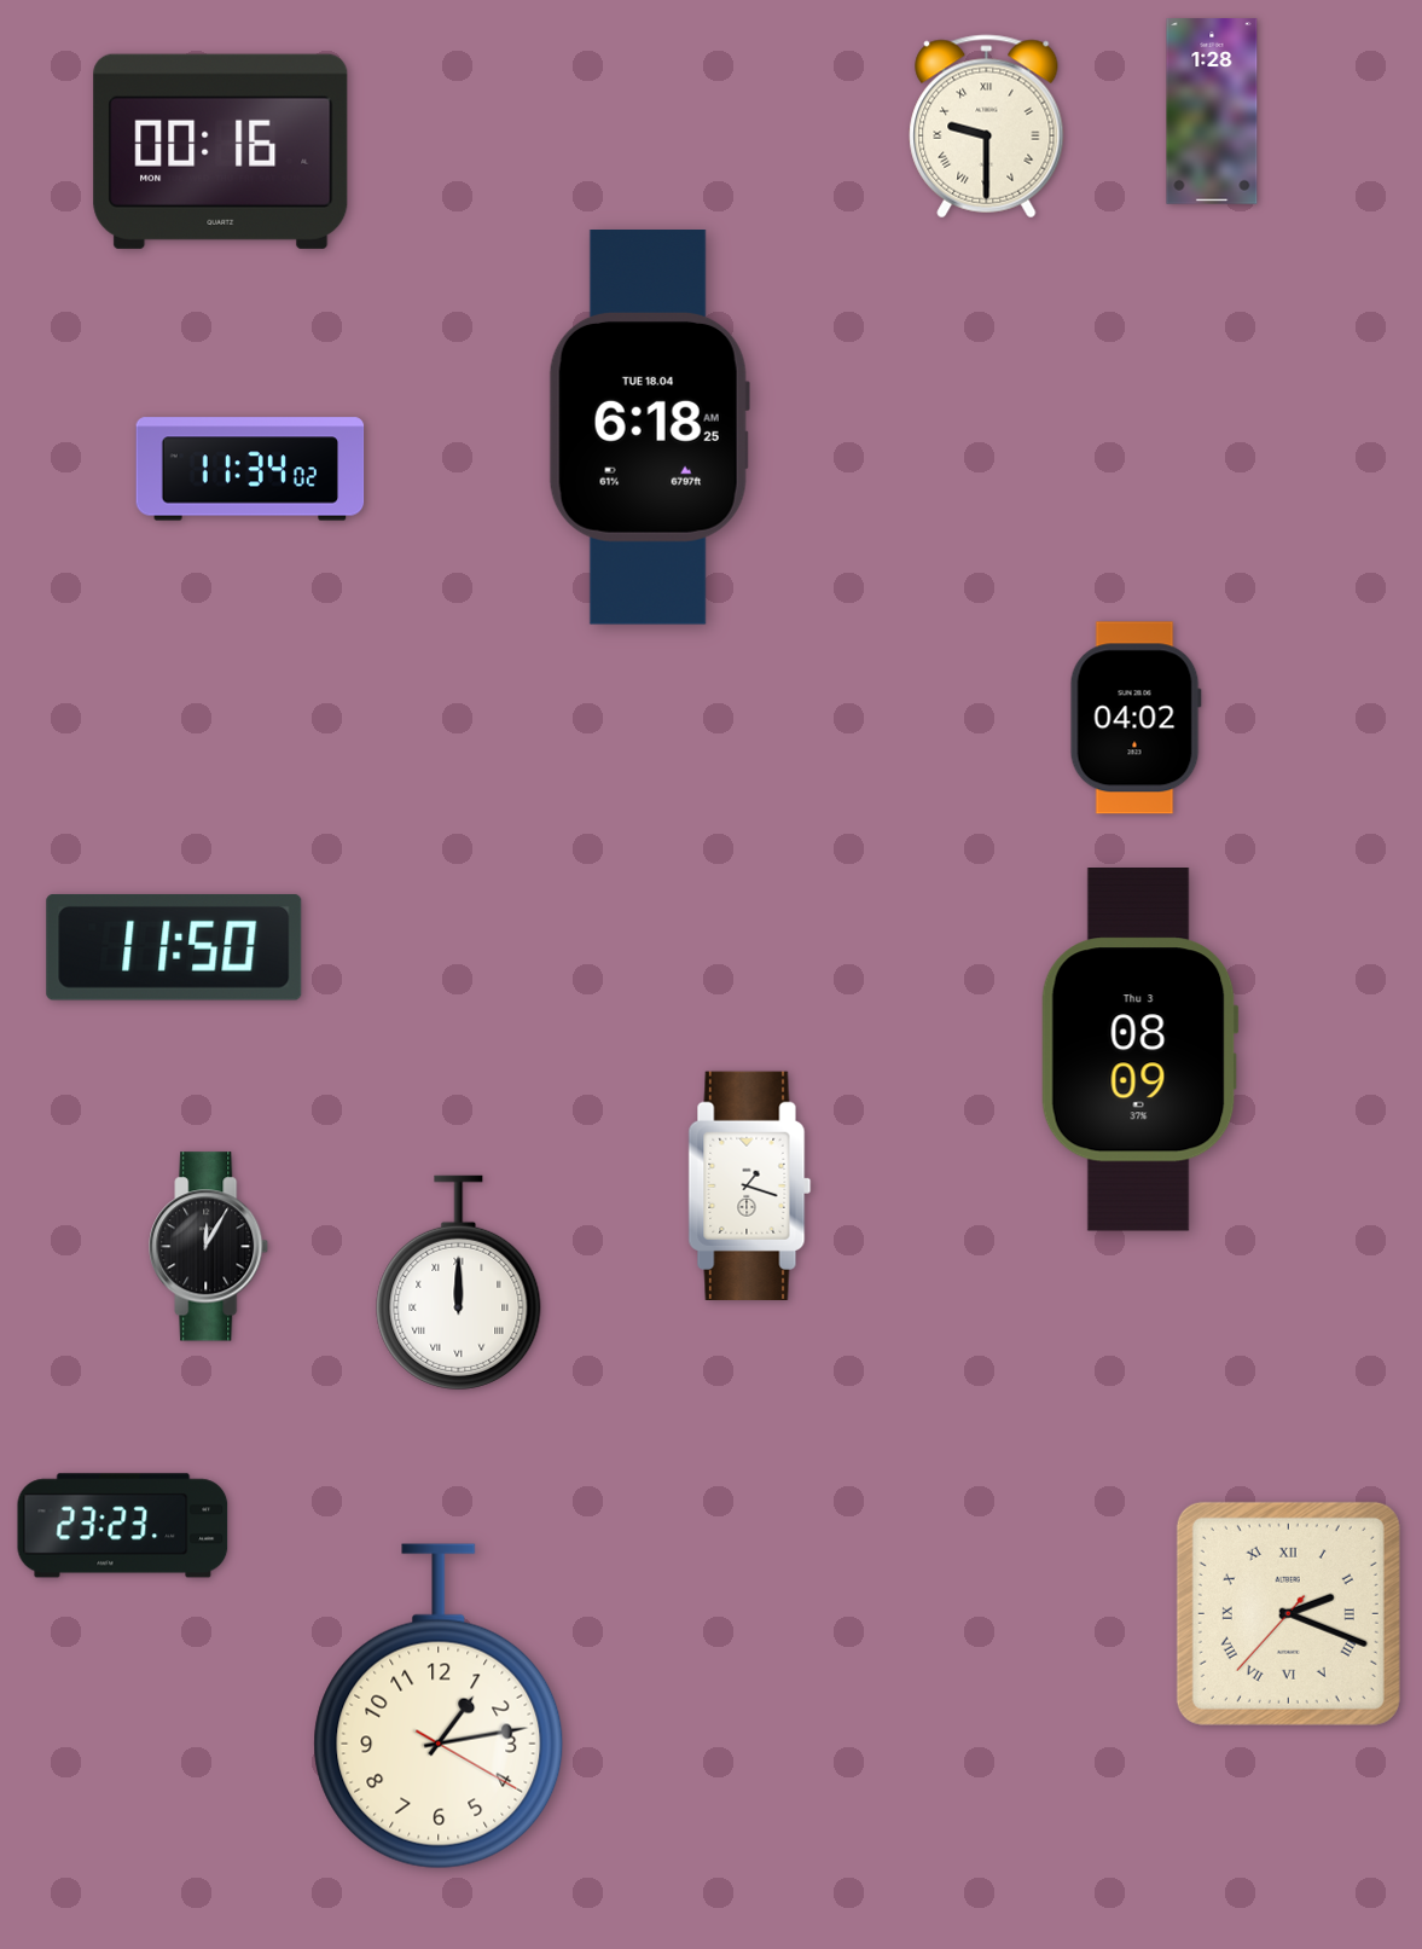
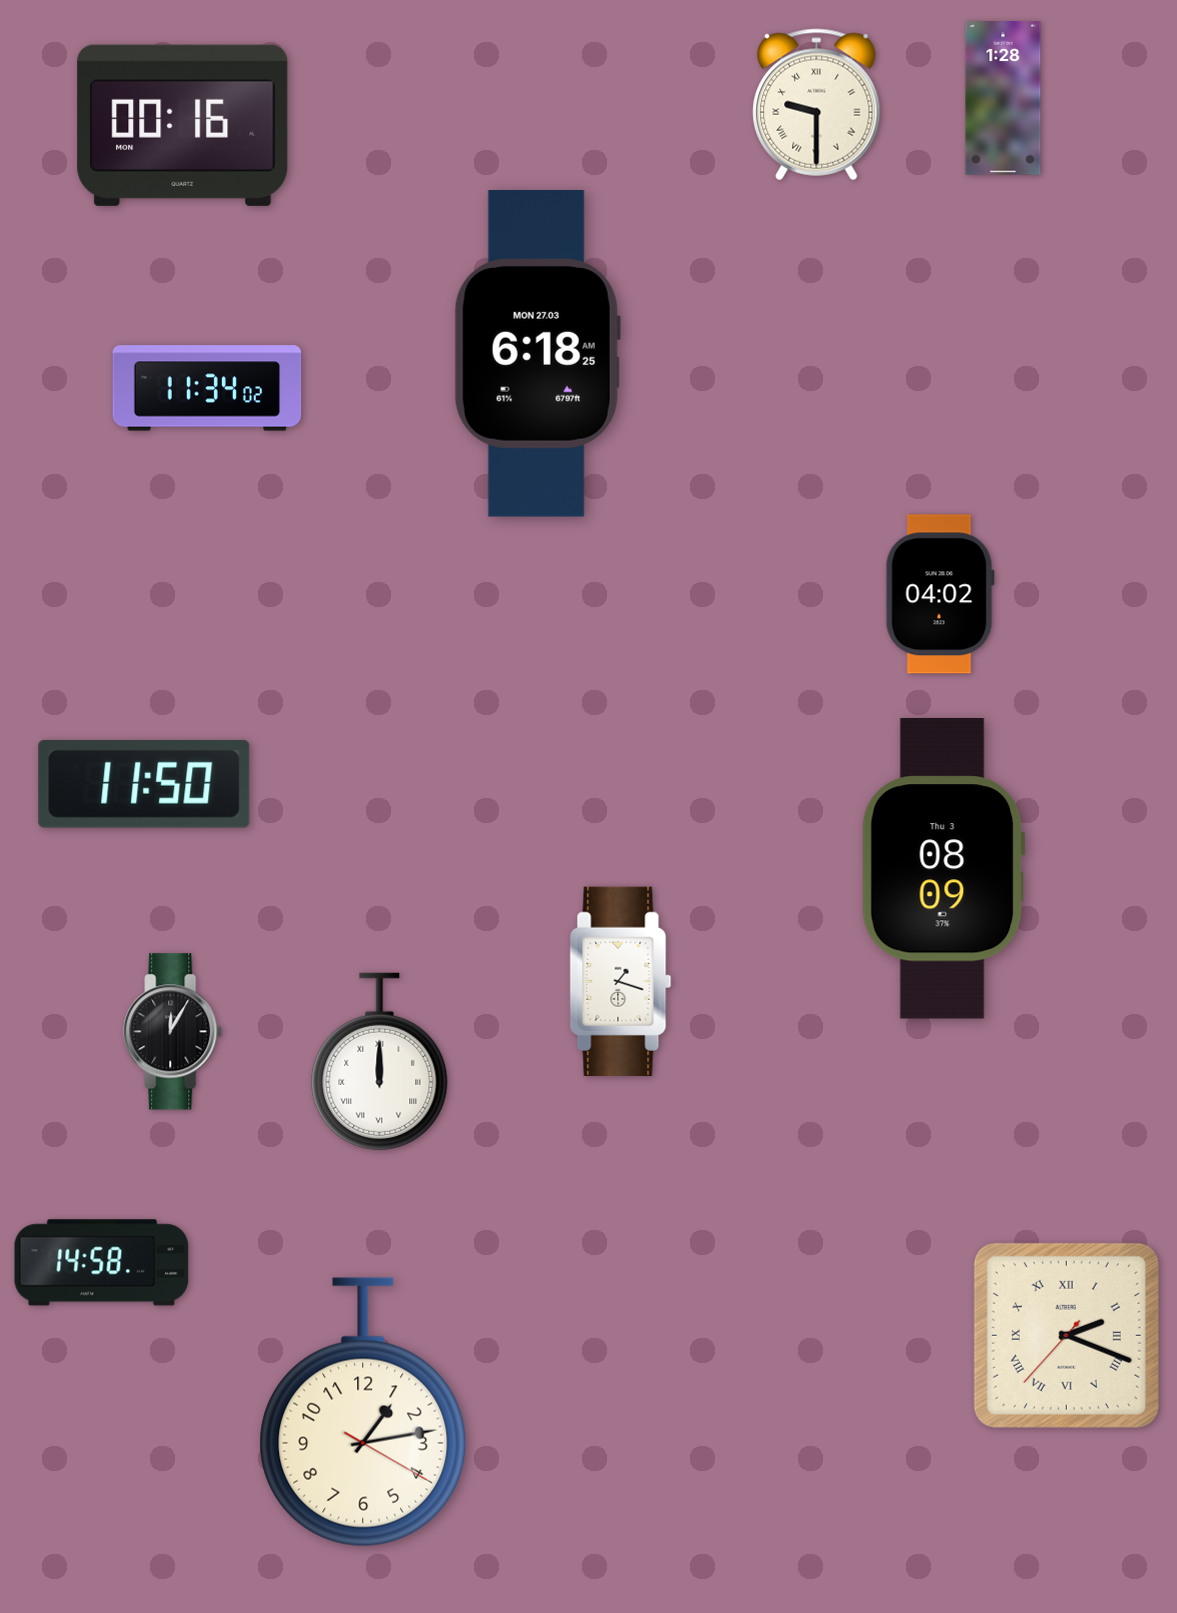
clock at (1212, 111) position: (1212, 111) -> (1003, 98)
clock at (649, 428) date: TUE 18.04 -> MON 27.03
clock at (123, 1526): 23:23 -> 14:58
